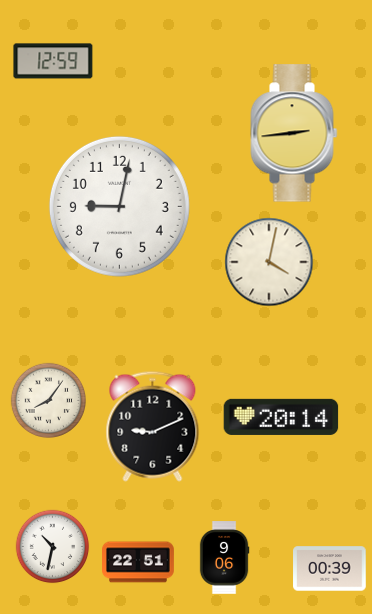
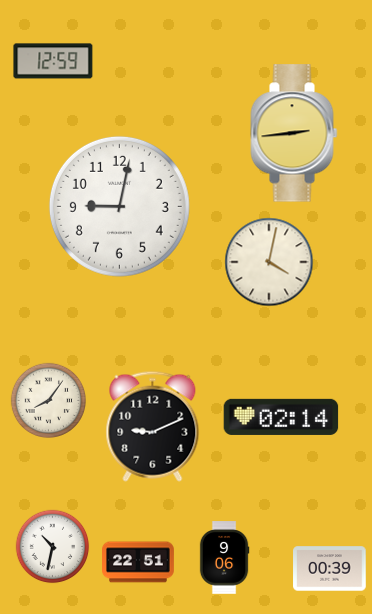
clock at (281, 417): 20:14 -> 02:14
